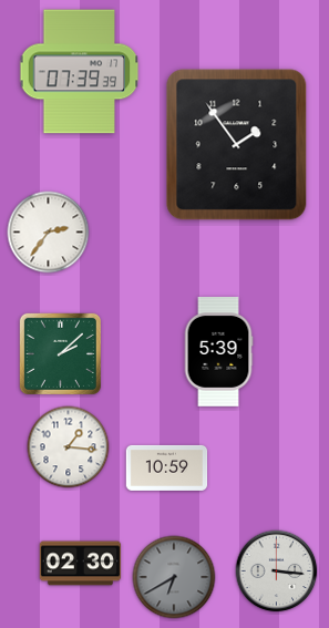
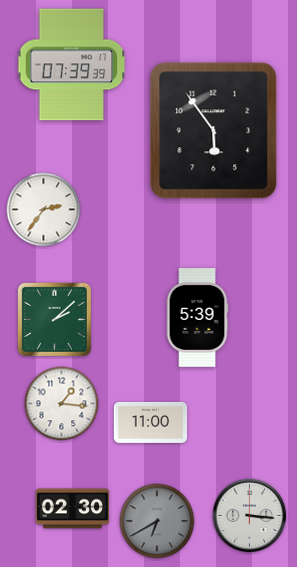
clock at (237, 145): 1:54 -> 5:54
clock at (167, 467): 10:59 -> 11:00
